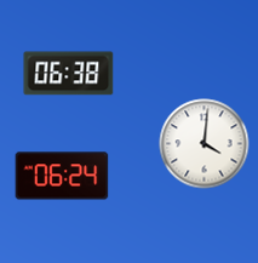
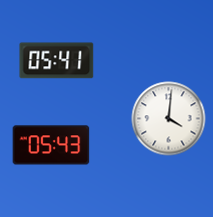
clock at (69, 74): 06:38 -> 05:41
clock at (62, 176): 06:24 -> 05:43
